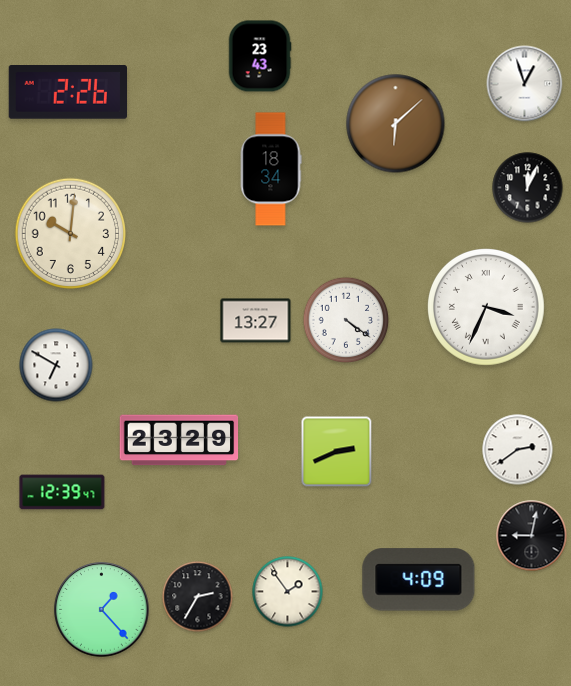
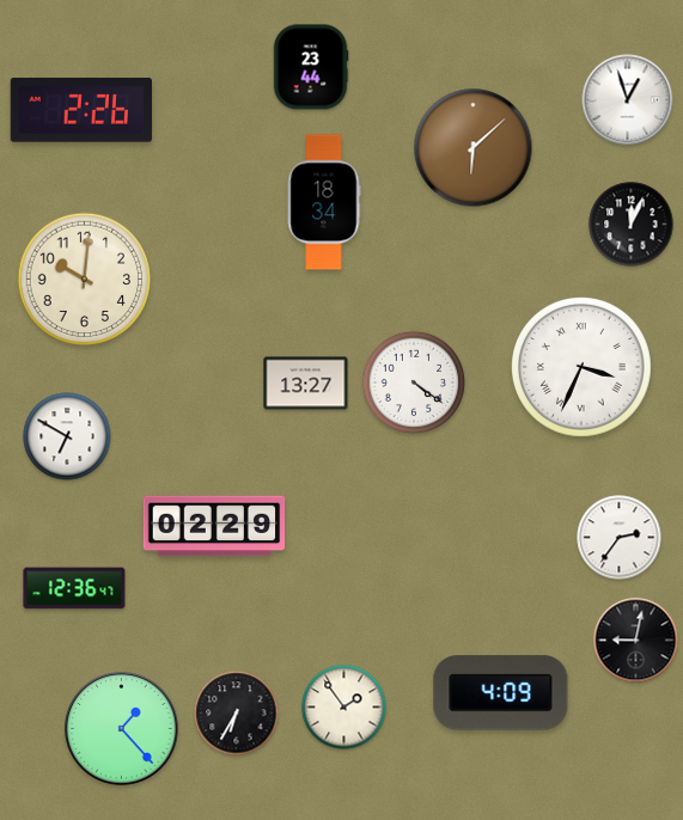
clock at (260, 56): 23:43 -> 23:44
clock at (179, 440): 23:29 -> 02:29
clock at (518, 450): 2:39 -> 2:36
clock at (337, 452): 2:41 -> none
clock at (62, 492): 12:39 -> 12:36
clock at (198, 597): 2:35 -> 6:35
